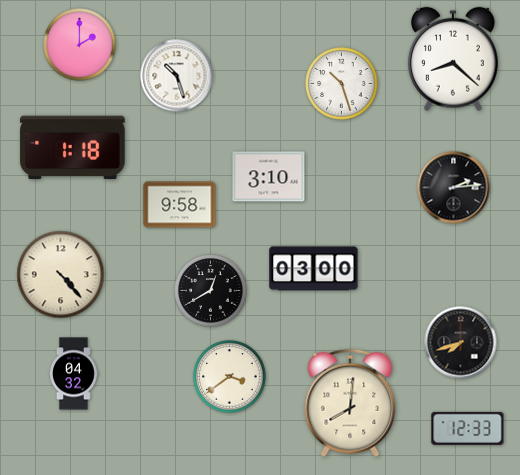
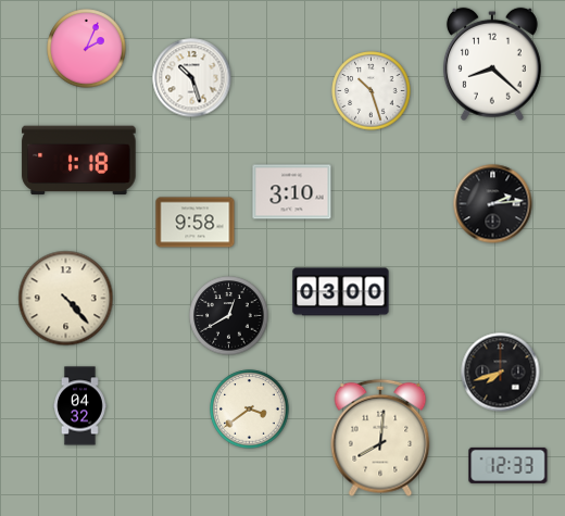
clock at (80, 45): 2:00 -> 2:04
clock at (177, 76) position: (177, 76) -> (192, 78)
